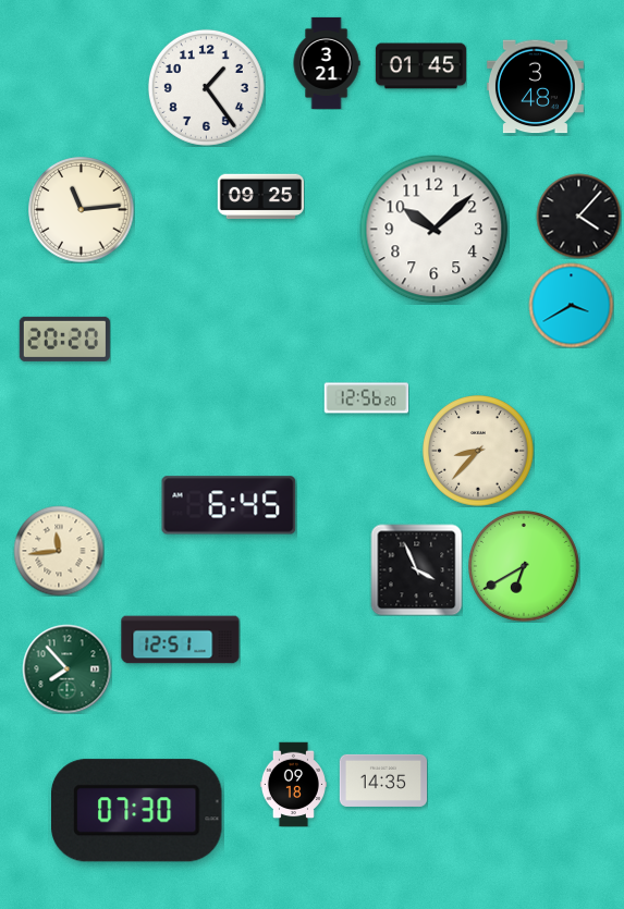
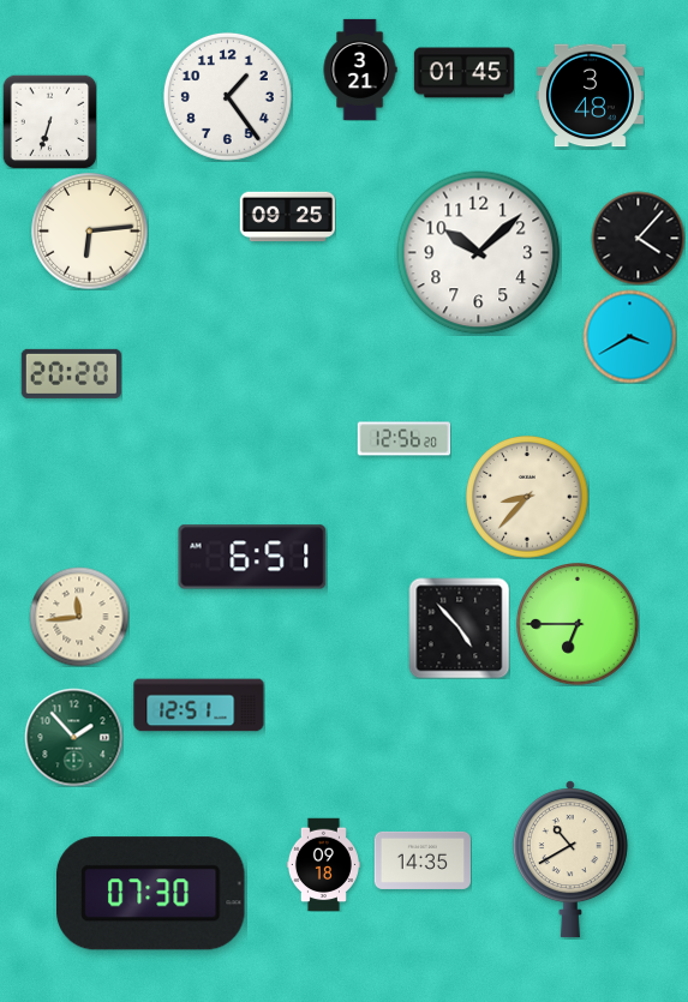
clock at (49, 121): none -> 6:33
clock at (82, 210): 11:14 -> 6:14
clock at (229, 505): 6:45 -> 6:51
clock at (59, 551) position: (59, 551) -> (79, 617)
clock at (524, 567): 6:40 -> 6:45
clock at (416, 569): 3:56 -> 4:53
clock at (66, 668): 7:53 -> 1:53
clock at (570, 859): none -> 10:40
